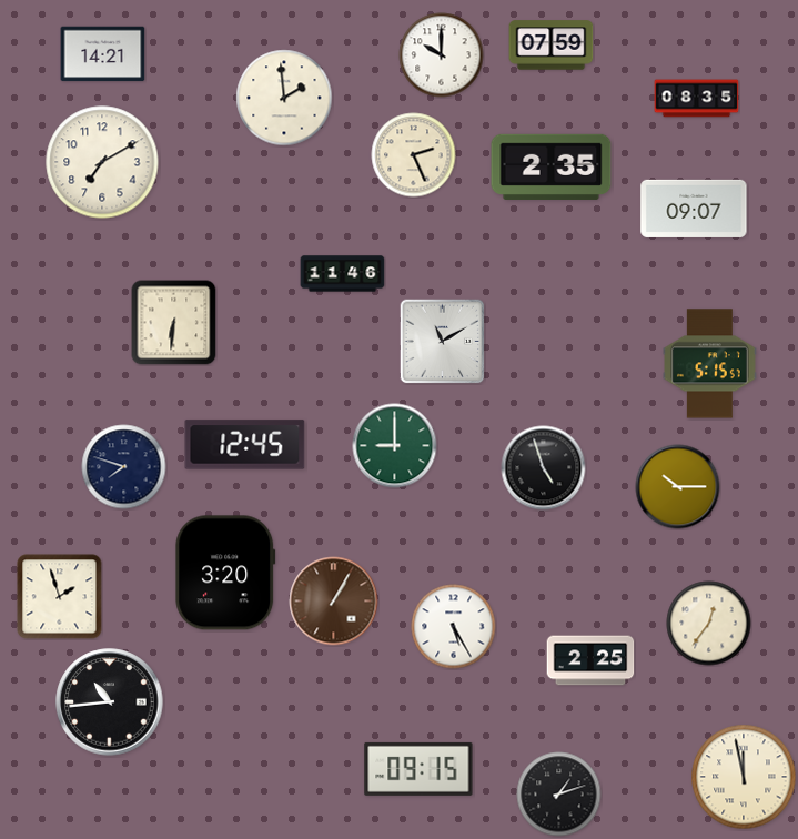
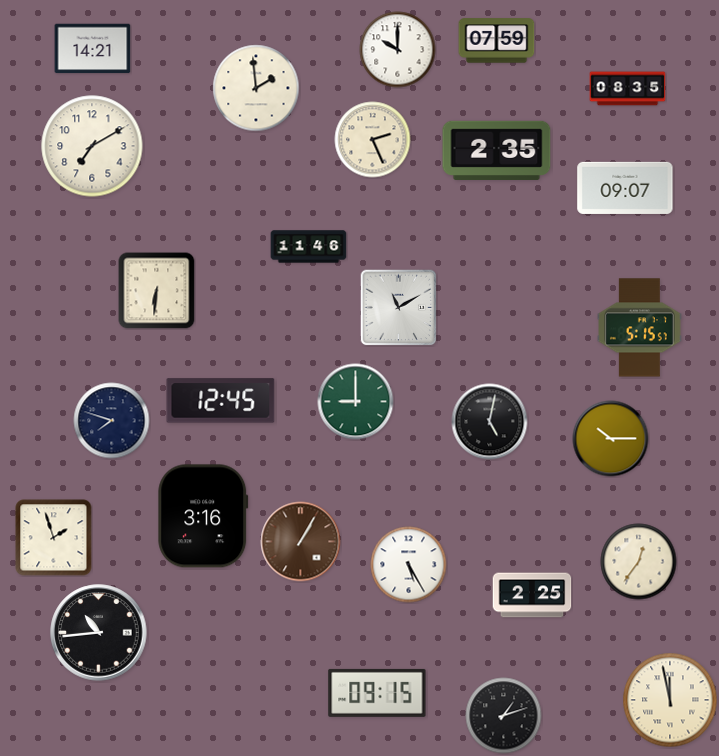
clock at (544, 468): 4:57 -> 5:02
clock at (225, 573): 3:20 -> 3:16
